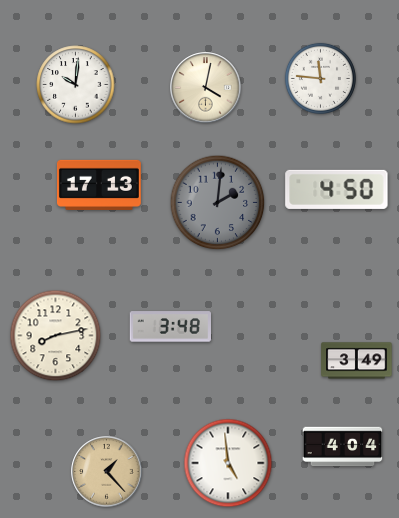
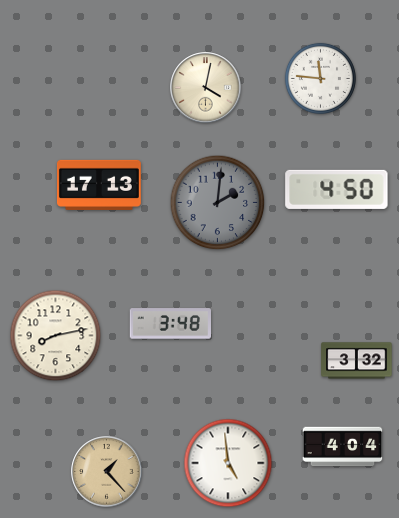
clock at (76, 85): 10:01 -> none
clock at (170, 327) position: (170, 327) -> (170, 324)
clock at (357, 361): 3:49 -> 3:32
